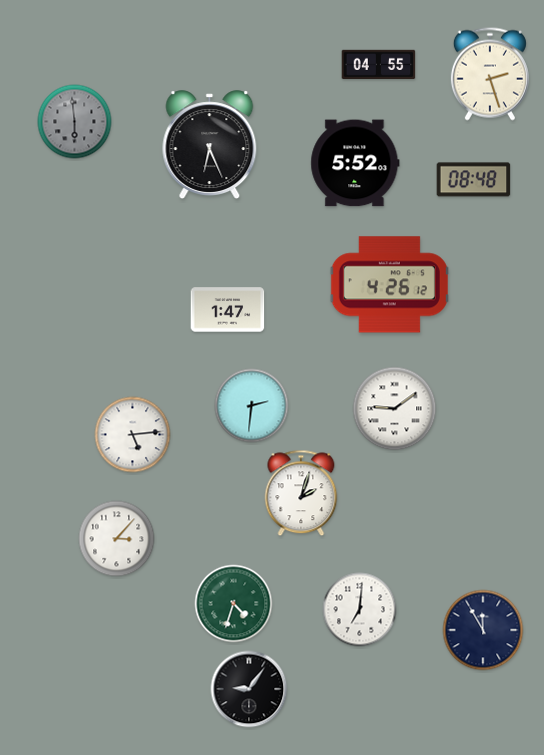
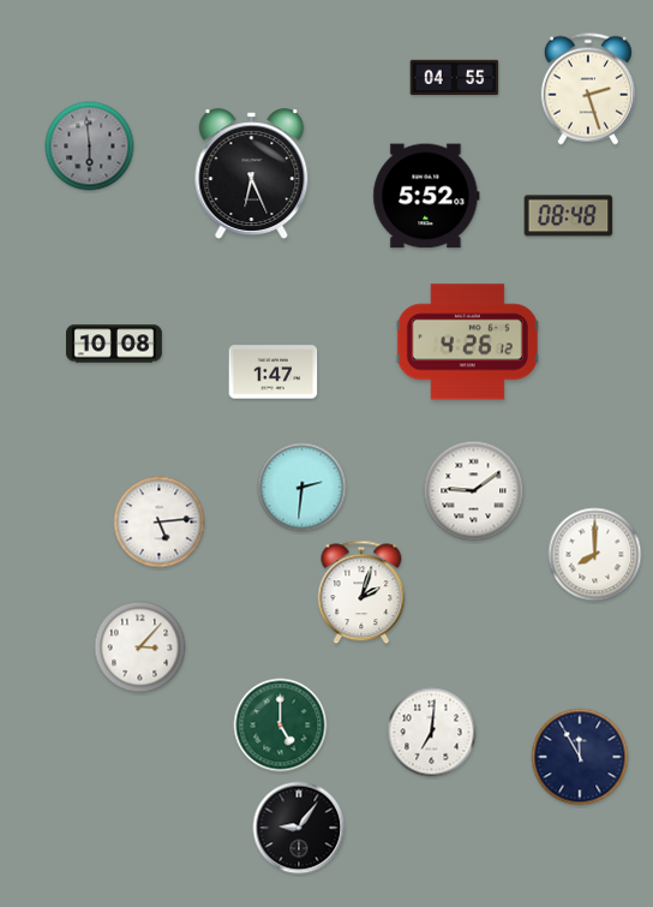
clock at (115, 344): none -> 10:08
clock at (595, 555): none -> 8:00
clock at (234, 604): 4:33 -> 5:00
